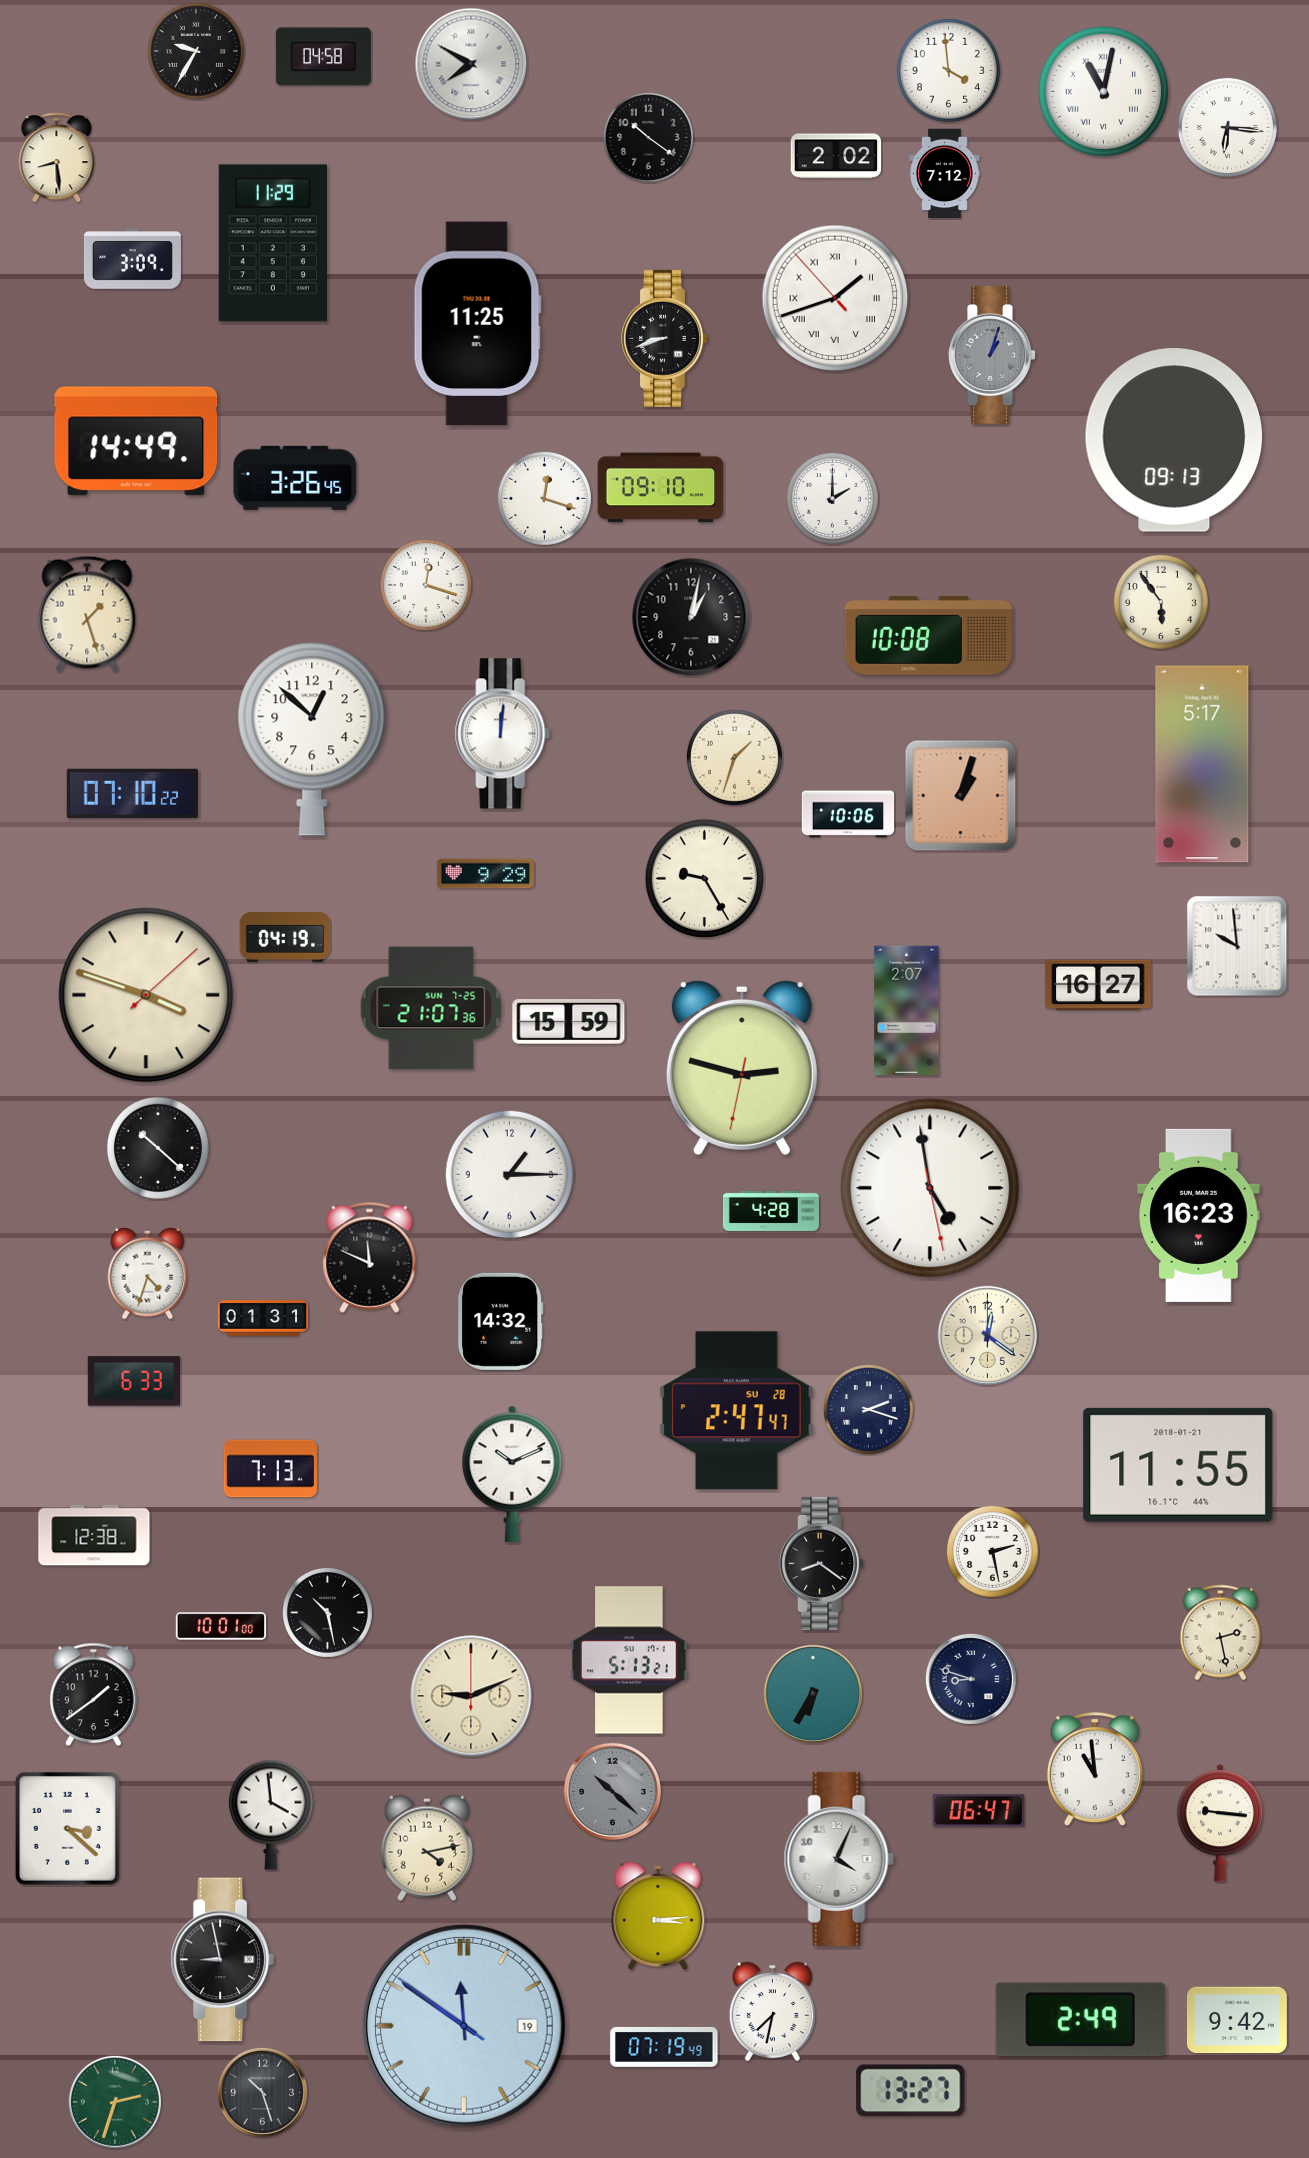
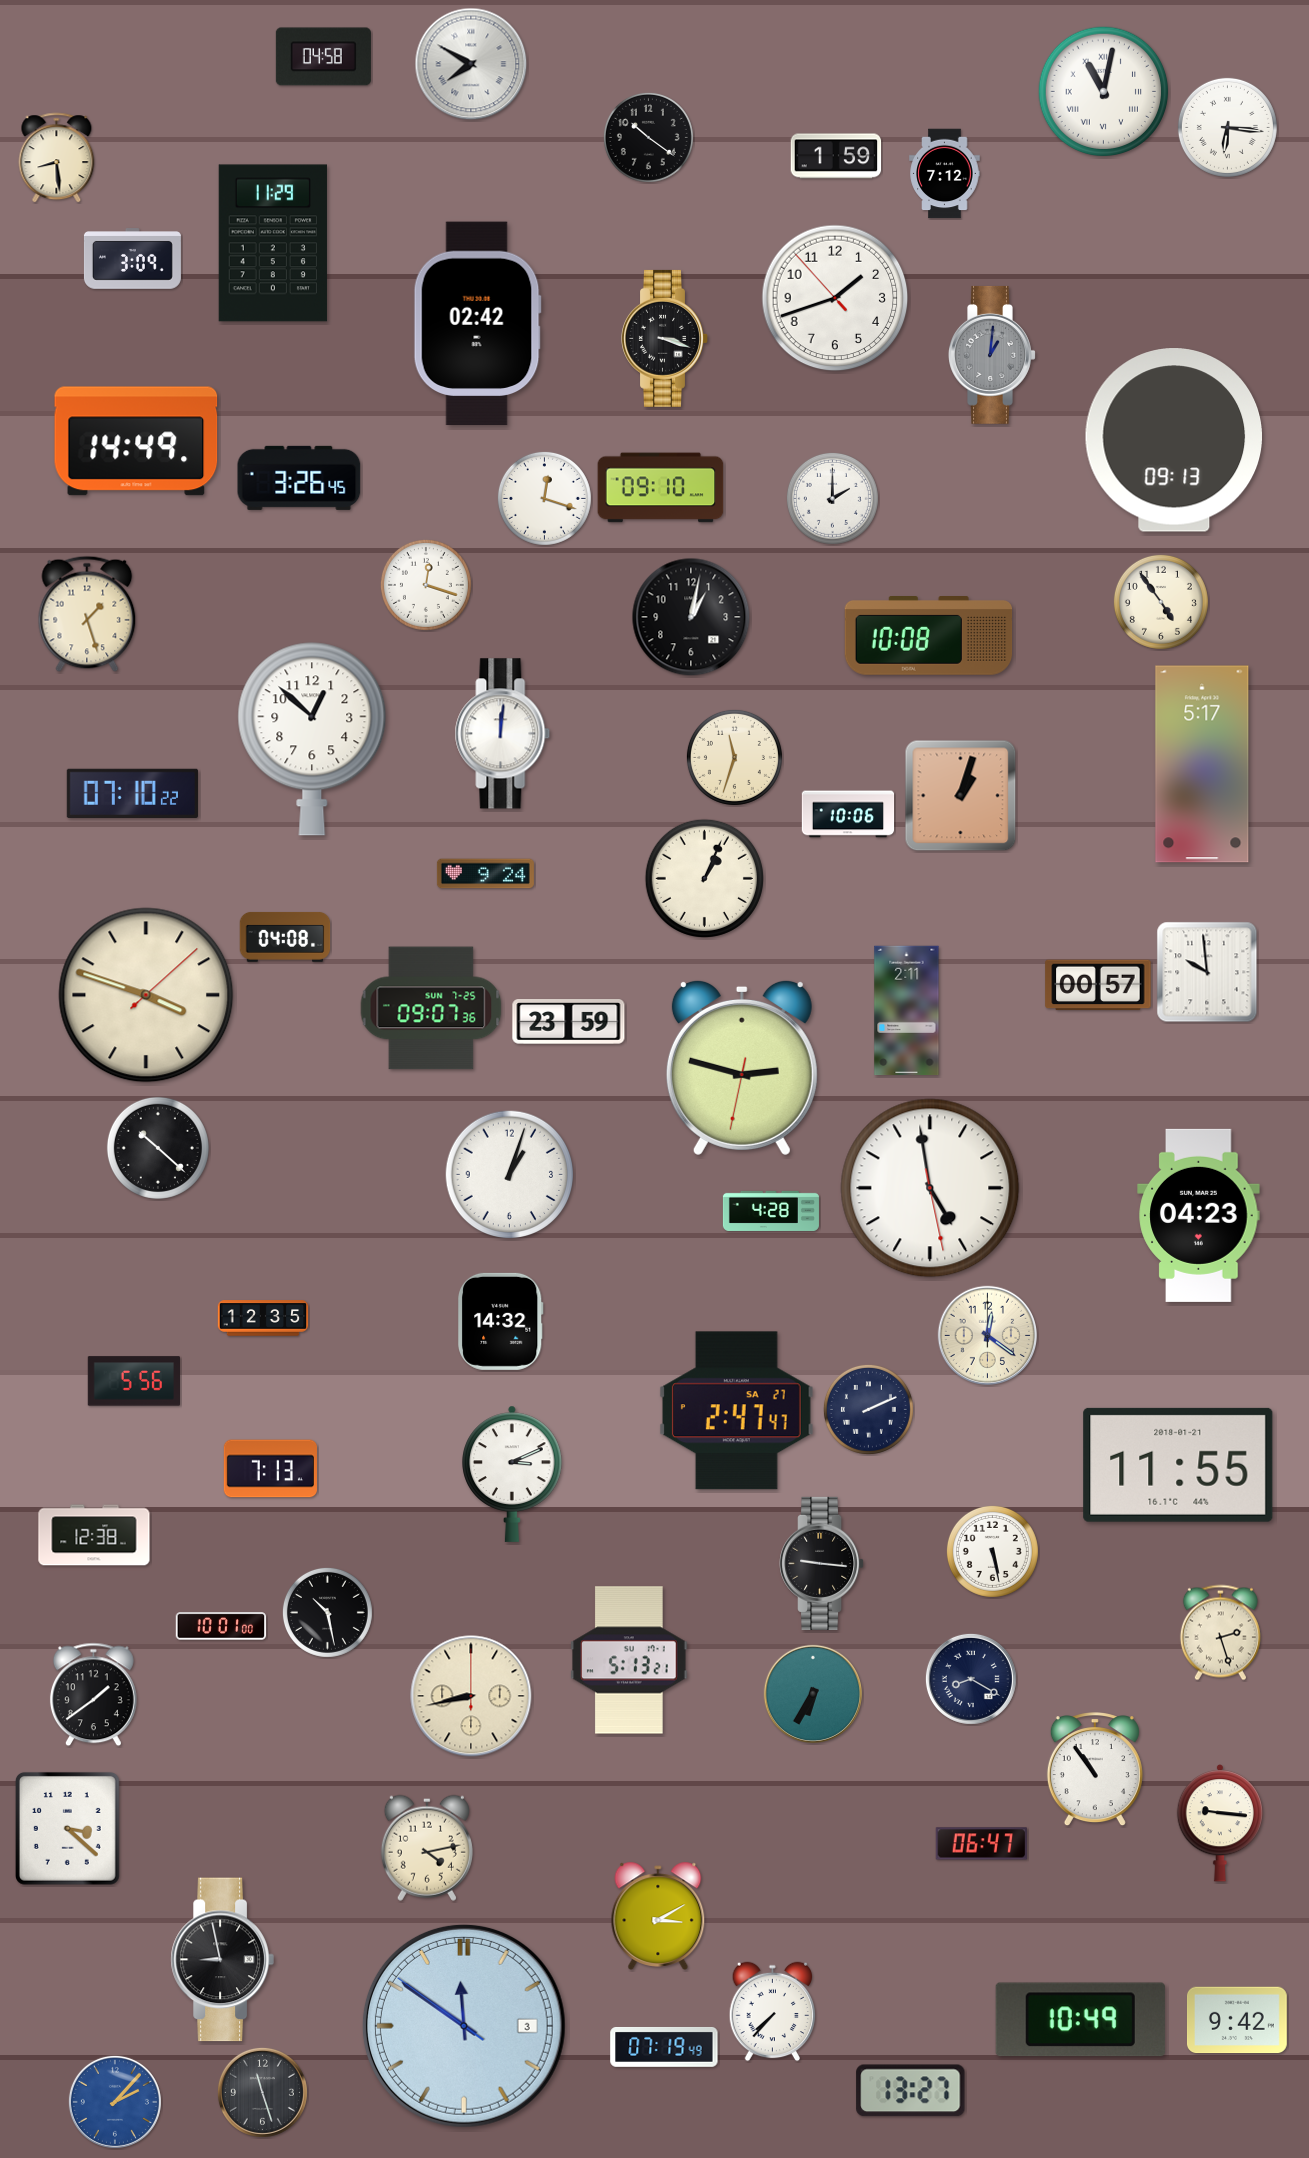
clock at (196, 51): 9:35 -> none
clock at (948, 70): 3:59 -> none
clock at (836, 156): 2:02 -> 1:59
clock at (835, 298) numerals: Roman -> Arabic
clock at (477, 324): 11:25 -> 02:42
clock at (665, 338): 8:42 -> 3:18
clock at (992, 355): 1:03 -> 1:01
clock at (295, 478) position: (295, 478) -> (299, 478)
clock at (1161, 602): 5:54 -> 4:54
clock at (734, 757): 1:33 -> 11:33
clock at (485, 874): 9:29 -> 9:24
clock at (704, 878): 9:25 -> 1:04
clock at (285, 937): 04:19 -> 04:08
clock at (1237, 946) position: (1237, 946) -> (1207, 972)
clock at (1098, 985): 16:27 -> 00:57
clock at (431, 1008): 21:07 -> 09:07
clock at (907, 1011): 2:07 -> 2:11
clock at (569, 1022): 15:59 -> 23:59
clock at (510, 1175): 1:15 -> 1:03
clock at (1199, 1215): 16:23 -> 04:23
clock at (370, 1257): 11:49 -> none
clock at (148, 1273): 4:33 -> none
clock at (263, 1318): 01:31 -> 12:35
clock at (133, 1381): 6:33 -> 5:56
clock at (868, 1409): 2:18 -> 2:11
clock at (736, 1411) date: SU 28 -> SA 27
clock at (512, 1474): 10:11 -> 3:11
clock at (992, 1551): 2:28 -> 5:28
clock at (822, 1563): 8:21 -> 9:16
clock at (1220, 1633): 2:28 -> 2:27
clock at (971, 1679): 8:48 -> 8:20
clock at (471, 1696): 9:11 -> 8:43
clock at (1095, 1770): 10:59 -> 10:54
clock at (612, 1791): 10:22 -> none
clock at (978, 1811) position: (978, 1811) -> (981, 1844)
clock at (271, 1815): 3:59 -> none
clock at (839, 1859): 4:04 -> none
clock at (658, 1916): 3:14 -> 3:10
clock at (773, 2012): 7:32 -> 7:37
clock at (1080, 2020): 2:49 -> 10:49
clock at (464, 2026) date: 19 -> 3
clock at (262, 2092): 10:27 -> 11:27
clock at (115, 2102): 2:33 -> 2:07
clock at (115, 2102) dial: green -> blue
